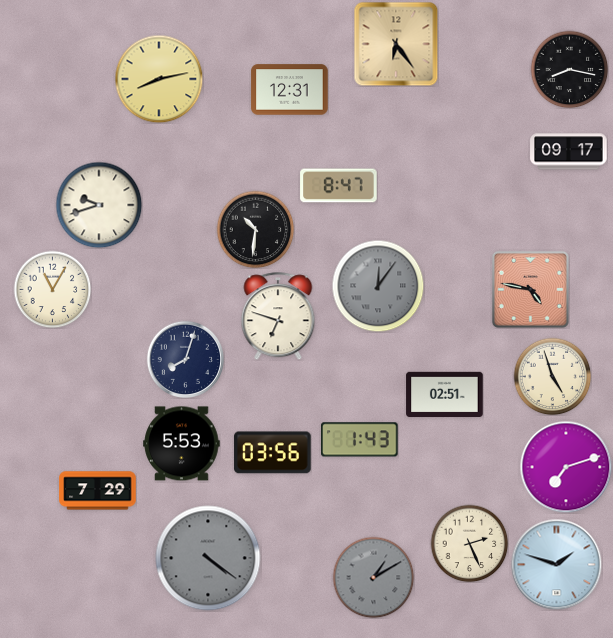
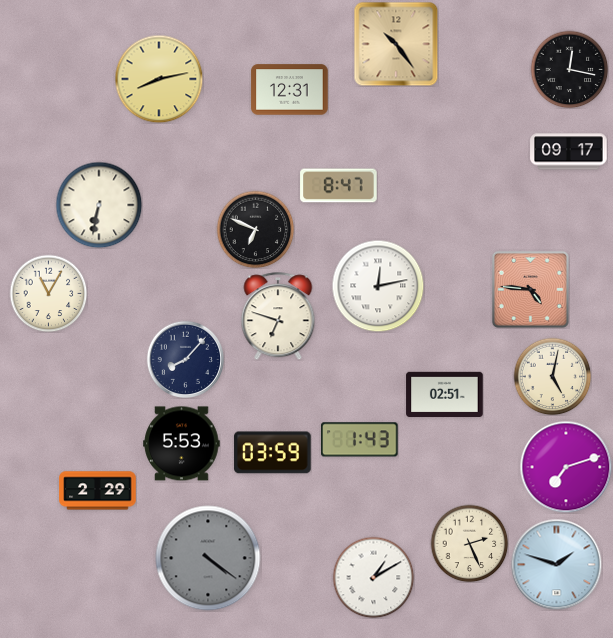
clock at (396, 44): 6:24 -> 10:24
clock at (569, 69): 8:17 -> 12:17
clock at (99, 205): 9:42 -> 6:32
clock at (255, 229): 10:31 -> 6:49
clock at (378, 286): 12:06 -> 12:13
clock at (378, 286) dial: grey -> white
clock at (52, 289) position: (52, 289) -> (48, 293)
clock at (530, 289): 4:47 -> 4:46
clock at (185, 359): 8:03 -> 8:07
clock at (552, 376): 4:57 -> 5:02
clock at (273, 453): 03:56 -> 03:59
clock at (98, 491): 7:29 -> 2:29
clock at (373, 577) dial: grey -> white
